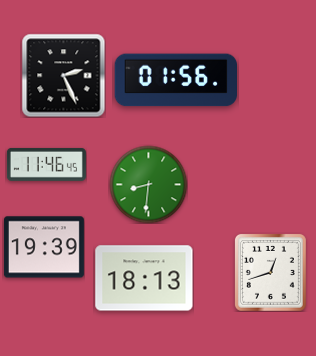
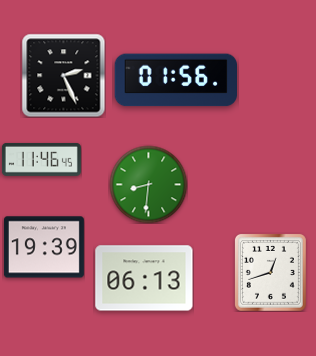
clock at (46, 164) position: (46, 164) -> (41, 159)
clock at (144, 278): 18:13 -> 06:13
